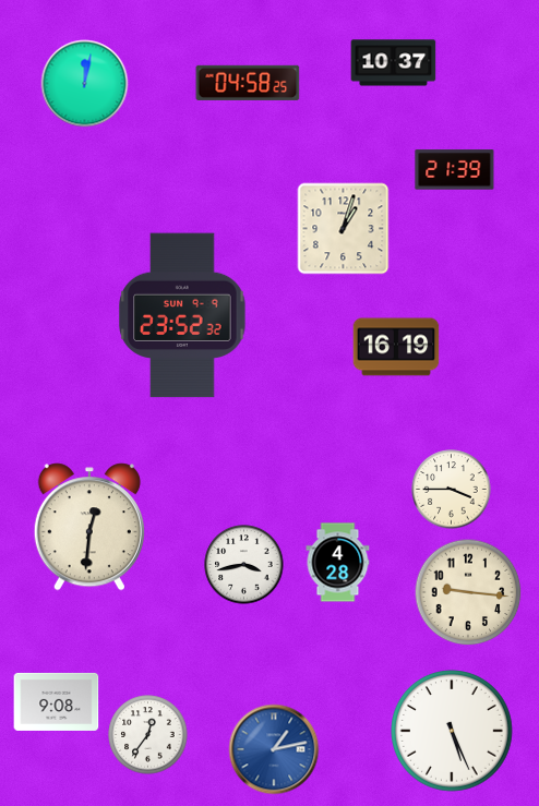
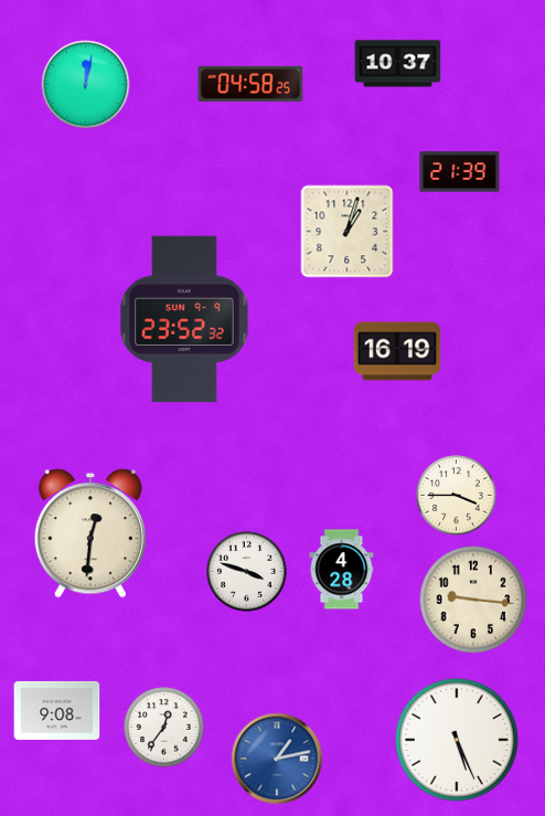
clock at (396, 347) position: (396, 347) -> (397, 351)
clock at (244, 565): 3:43 -> 3:48
clock at (148, 735) position: (148, 735) -> (164, 728)
